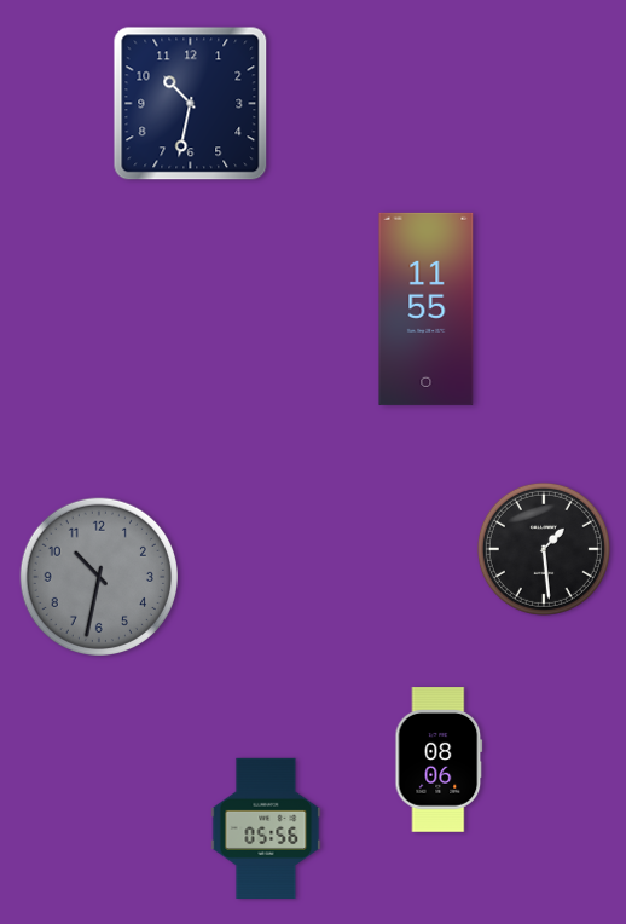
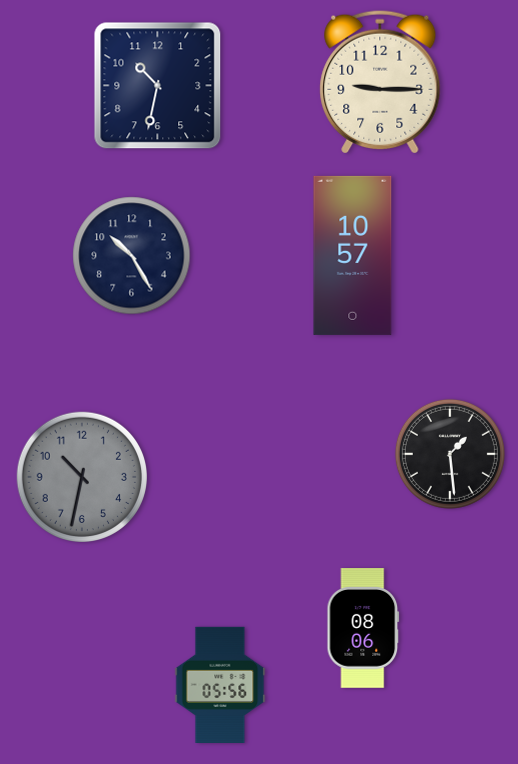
clock at (380, 82): none -> 9:15
clock at (427, 308): 11:55 -> 10:57
clock at (132, 256): none -> 10:25
